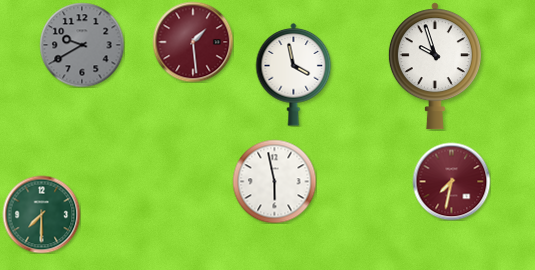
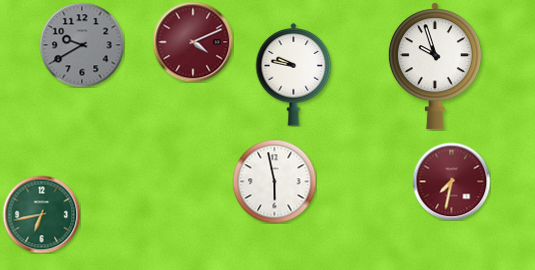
clock at (193, 42): 1:29 -> 4:11
clock at (294, 75): 3:58 -> 9:47
clock at (41, 214): 7:30 -> 6:43
